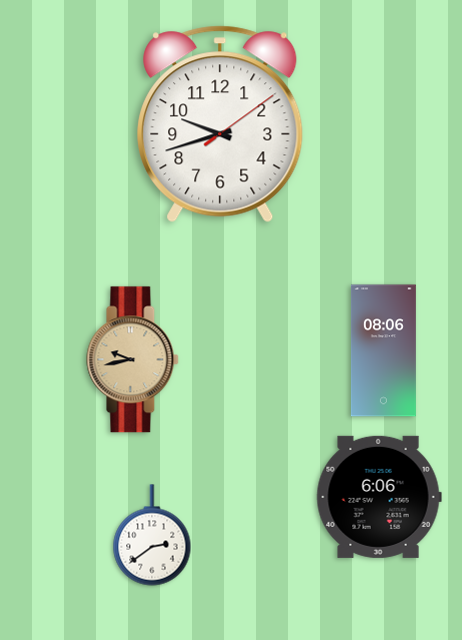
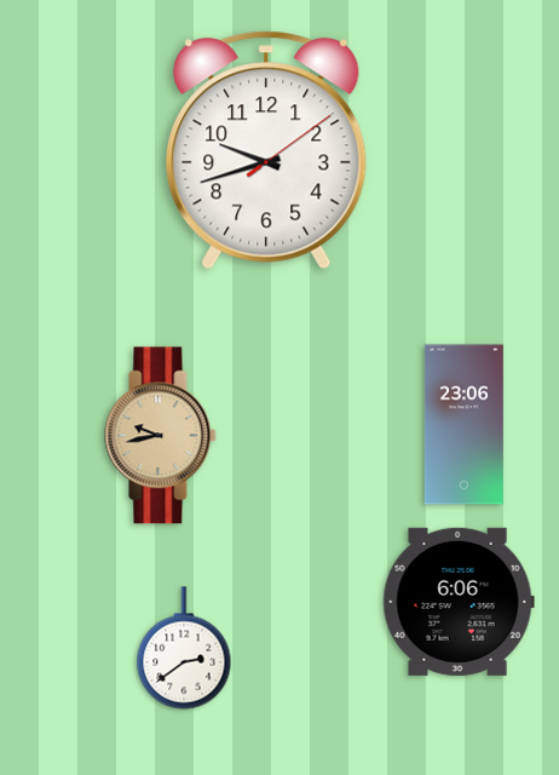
clock at (383, 351): 08:06 -> 23:06
